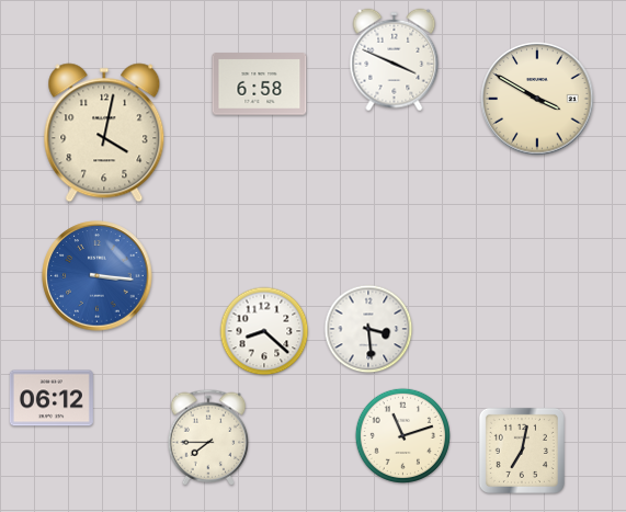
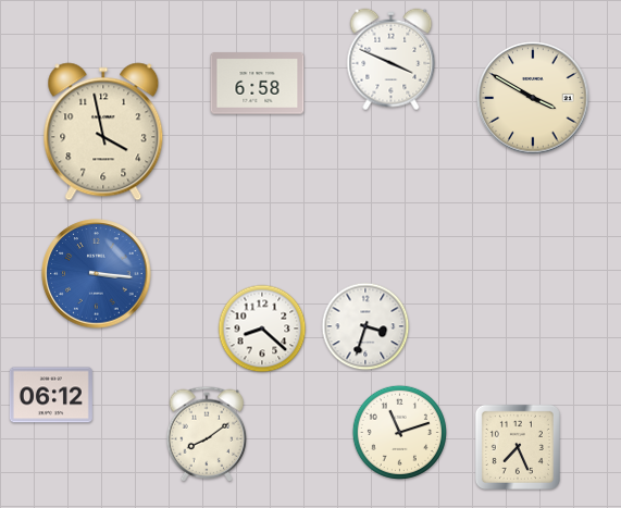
clock at (104, 133): 4:02 -> 3:58
clock at (368, 329): 3:29 -> 3:33
clock at (208, 437): 7:45 -> 8:09
clock at (522, 451): 7:02 -> 7:26
